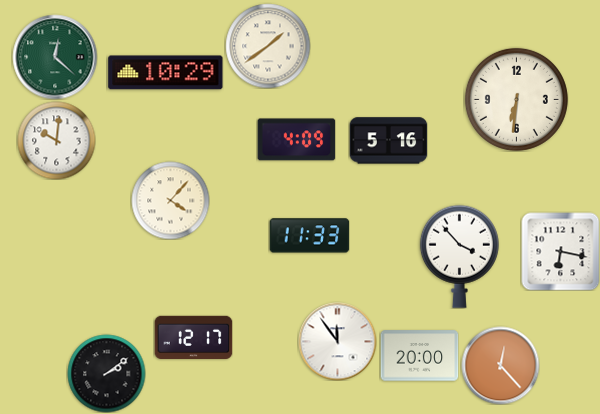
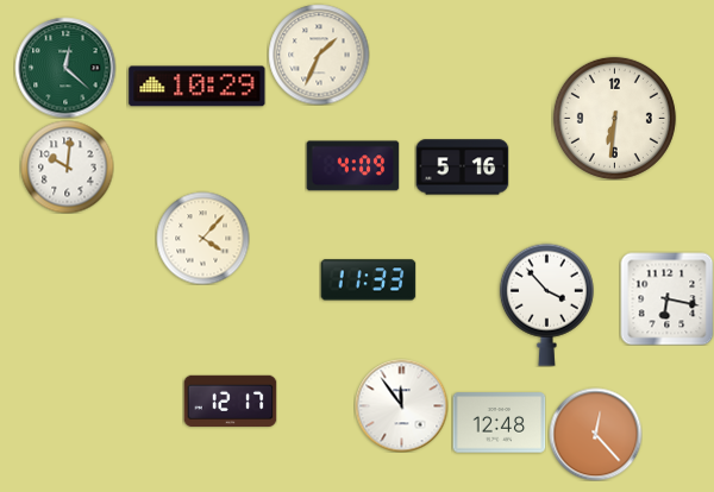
clock at (268, 46): 1:39 -> 1:34
clock at (419, 356): 20:00 -> 12:48
clock at (106, 373): 2:09 -> none
